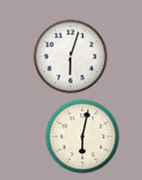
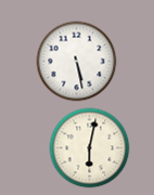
clock at (71, 57): 6:03 -> 5:28
